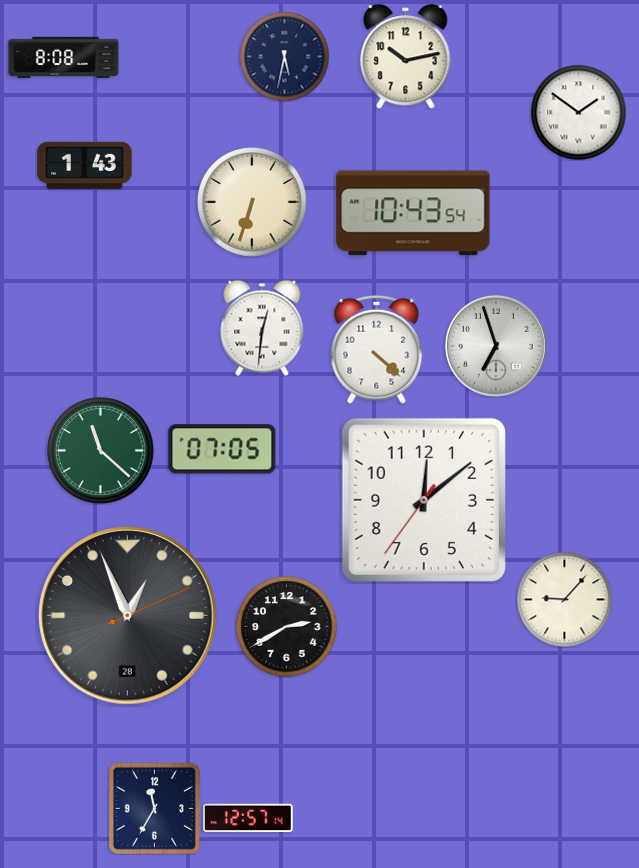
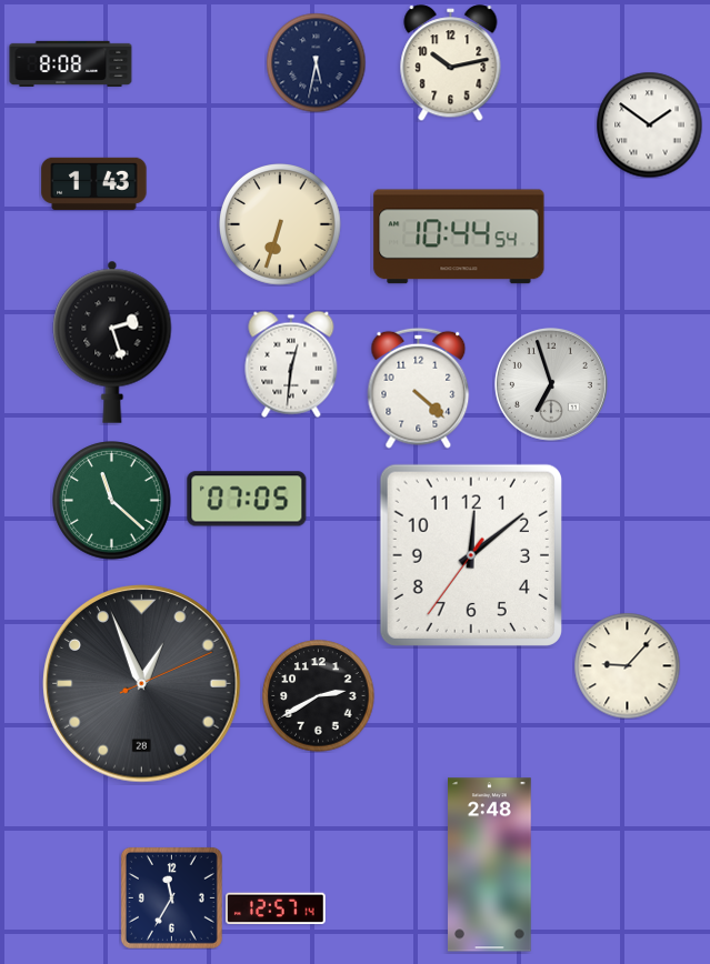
clock at (578, 112) position: (578, 112) -> (649, 124)
clock at (413, 213): 10:43 -> 10:44
clock at (112, 342): none -> 2:27
clock at (490, 865): none -> 2:48
